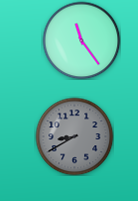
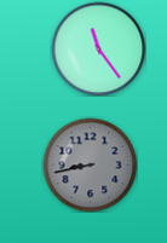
clock at (74, 136): 8:40 -> 8:43
